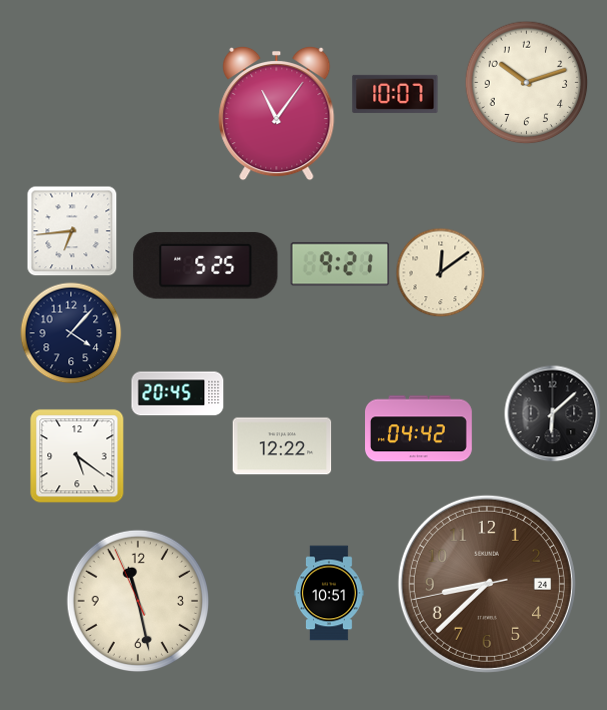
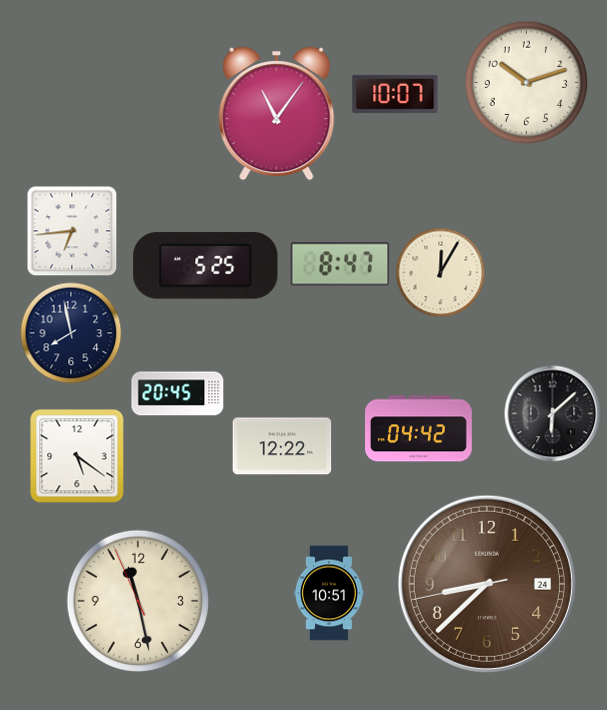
clock at (340, 264): 9:21 -> 8:47
clock at (441, 273): 12:09 -> 12:05
clock at (71, 333): 4:07 -> 7:58
